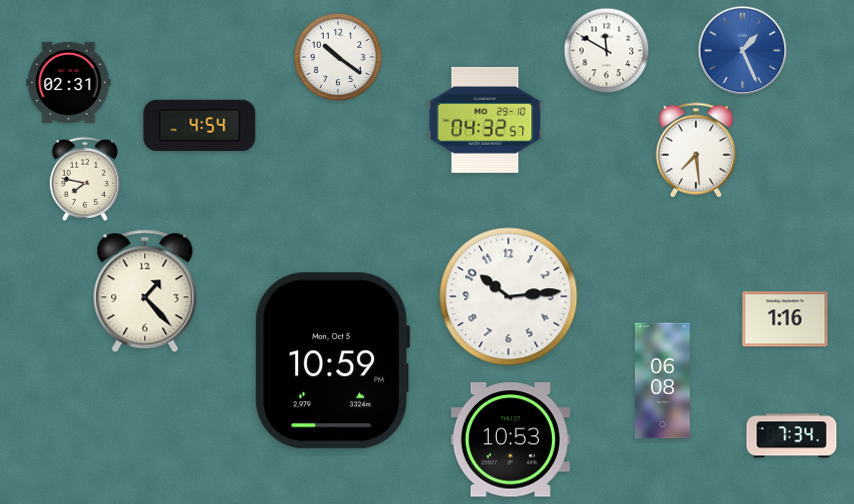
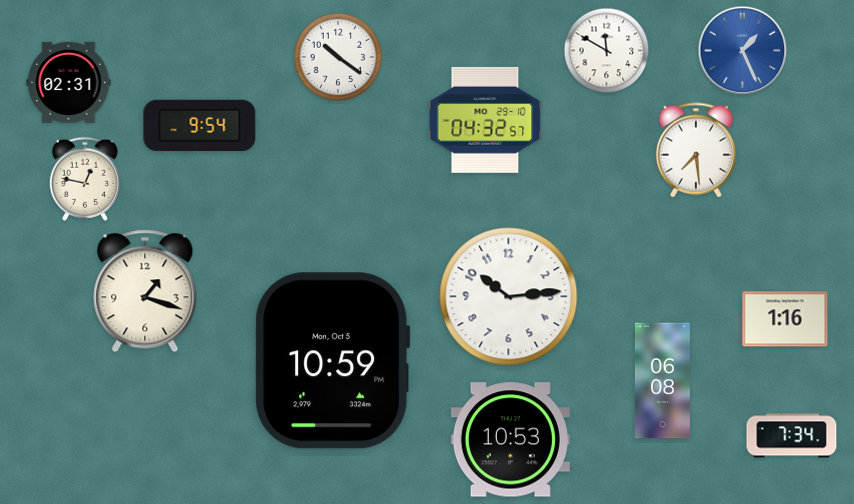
clock at (200, 125): 4:54 -> 9:54
clock at (85, 179): 7:47 -> 12:47
clock at (145, 291): 1:23 -> 1:18
